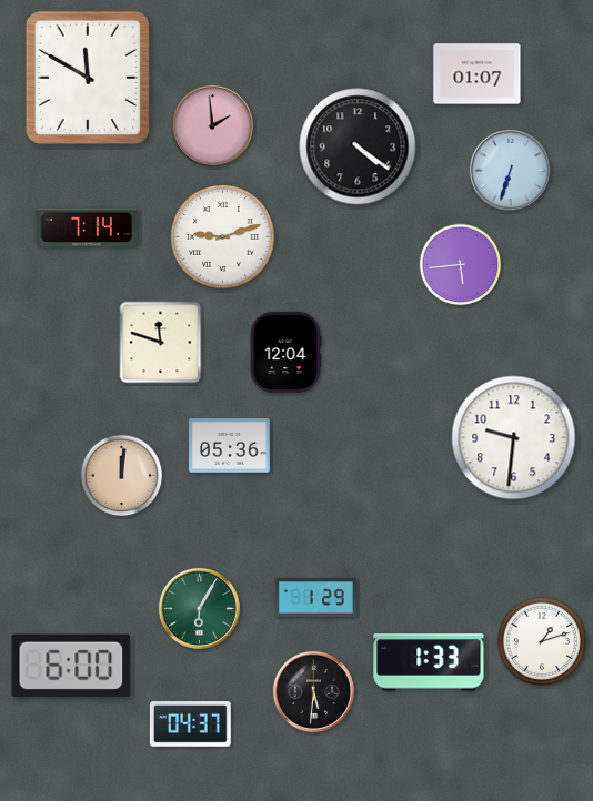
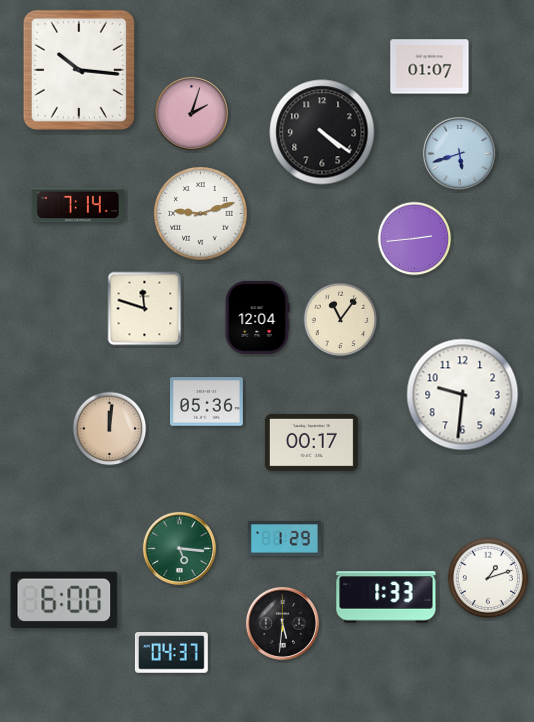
clock at (88, 78): 11:50 -> 10:16
clock at (212, 125): 1:59 -> 2:03
clock at (510, 170): 6:33 -> 5:42
clock at (461, 265): 5:44 -> 2:44
clock at (341, 320): none -> 11:06
clock at (311, 442): none -> 00:17
clock at (199, 608): 6:05 -> 5:16
